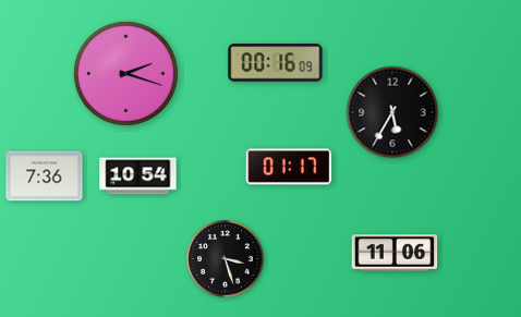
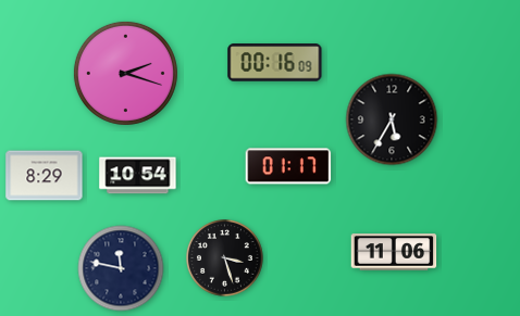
clock at (392, 112) position: (392, 112) -> (392, 119)
clock at (45, 176): 7:36 -> 8:29
clock at (121, 268): none -> 11:47
